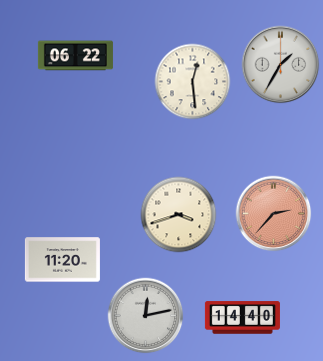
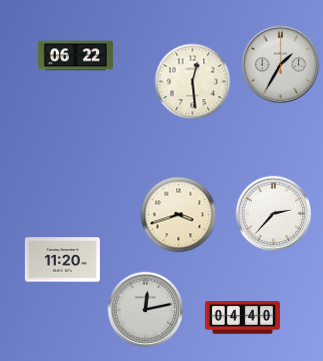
clock at (274, 214) dial: salmon -> white
clock at (146, 316) position: (146, 316) -> (146, 310)
clock at (242, 318): 14:40 -> 04:40
